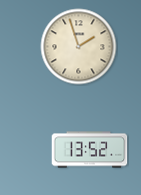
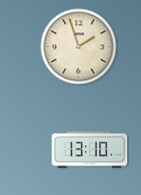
clock at (90, 150): 13:52 -> 13:10
